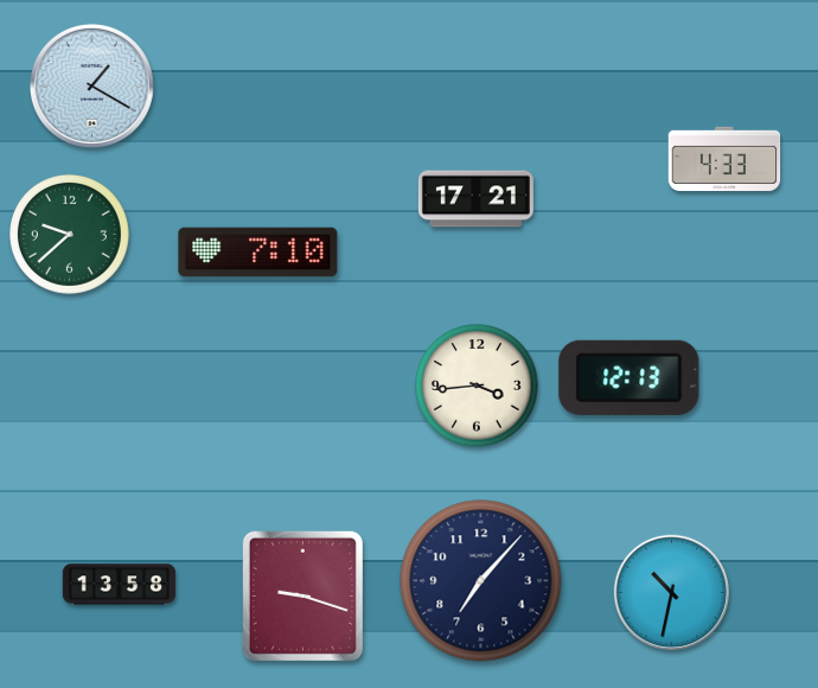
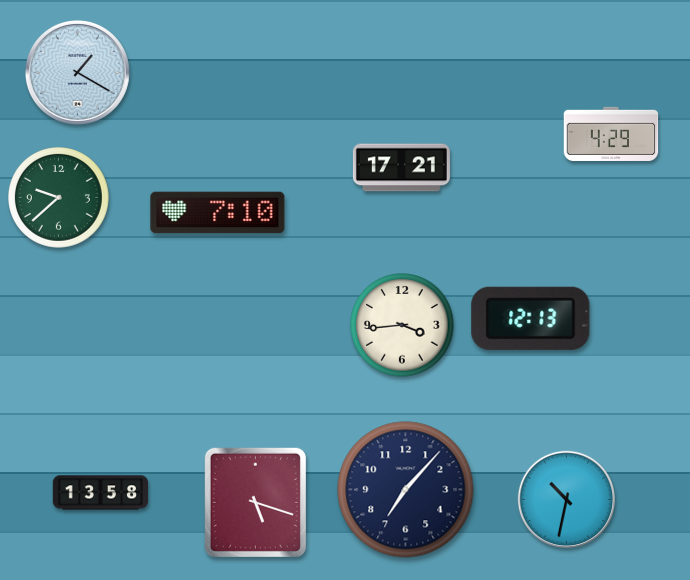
clock at (724, 159): 4:33 -> 4:29
clock at (302, 595): 9:18 -> 5:18
